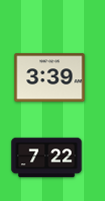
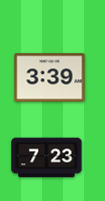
clock at (47, 158): 7:22 -> 7:23
